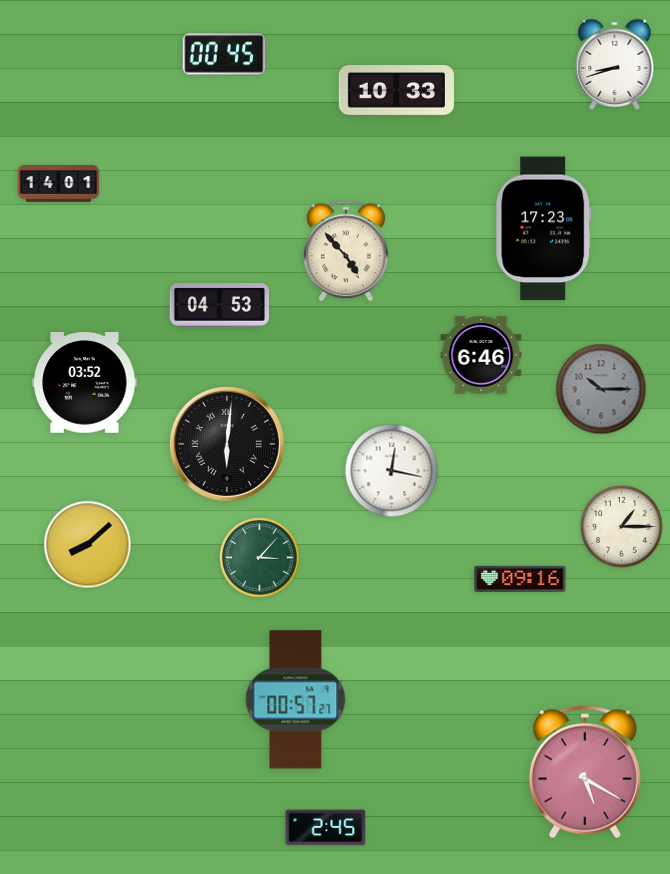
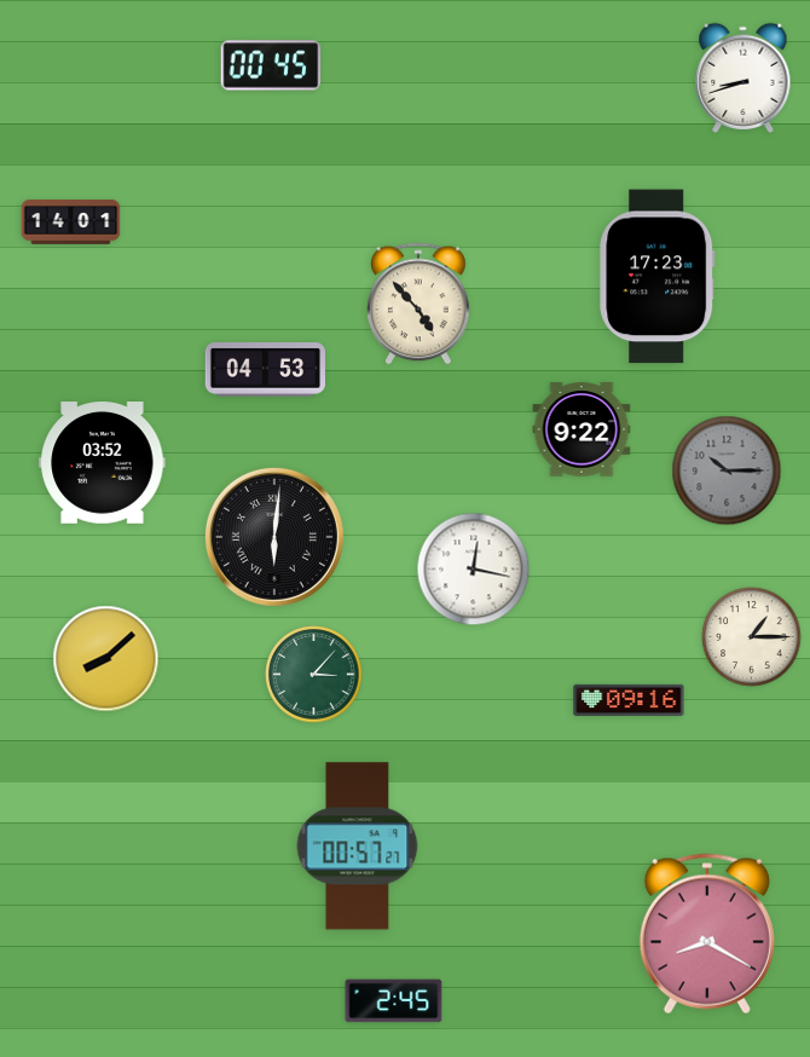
clock at (396, 91): 10:33 -> none
clock at (481, 355): 6:46 -> 9:22
clock at (585, 772): 5:20 -> 8:20
